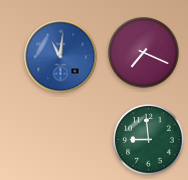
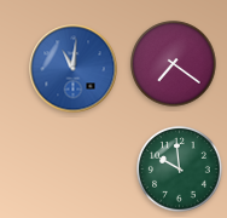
clock at (144, 53): 7:19 -> 7:21
clock at (149, 140): 8:59 -> 9:59
